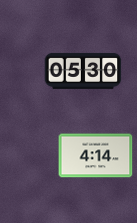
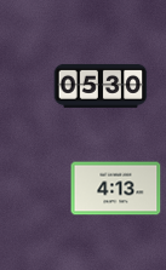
clock at (96, 156): 4:14 -> 4:13
